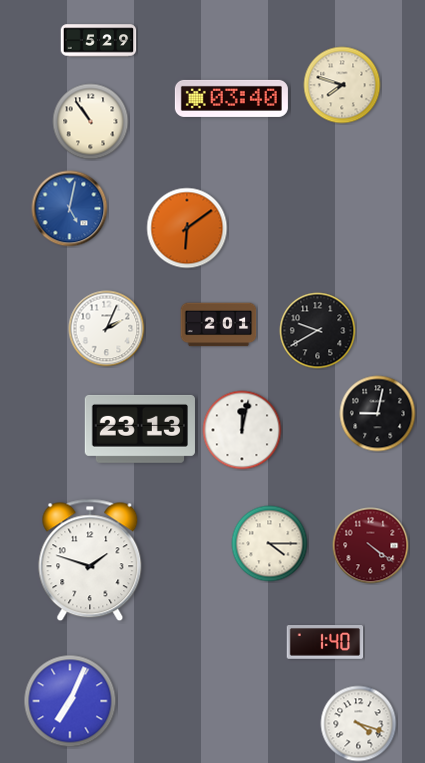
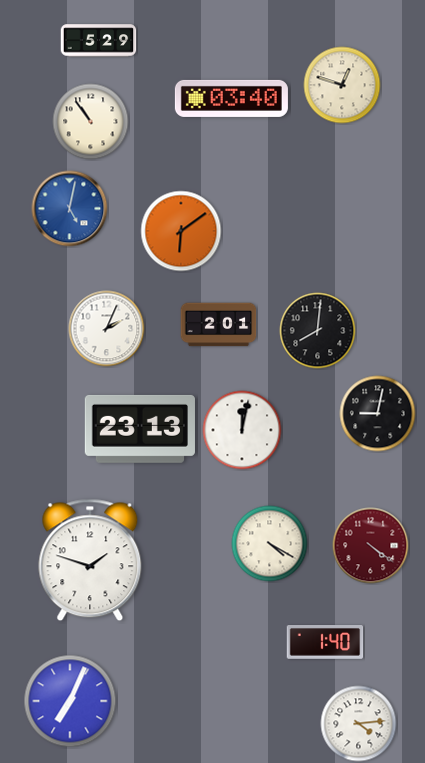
clock at (342, 85): 7:48 -> 12:48
clock at (187, 228) position: (187, 228) -> (181, 231)
clock at (318, 331): 9:40 -> 8:01
clock at (270, 544): 4:15 -> 4:20
clock at (359, 724): 4:18 -> 4:14
